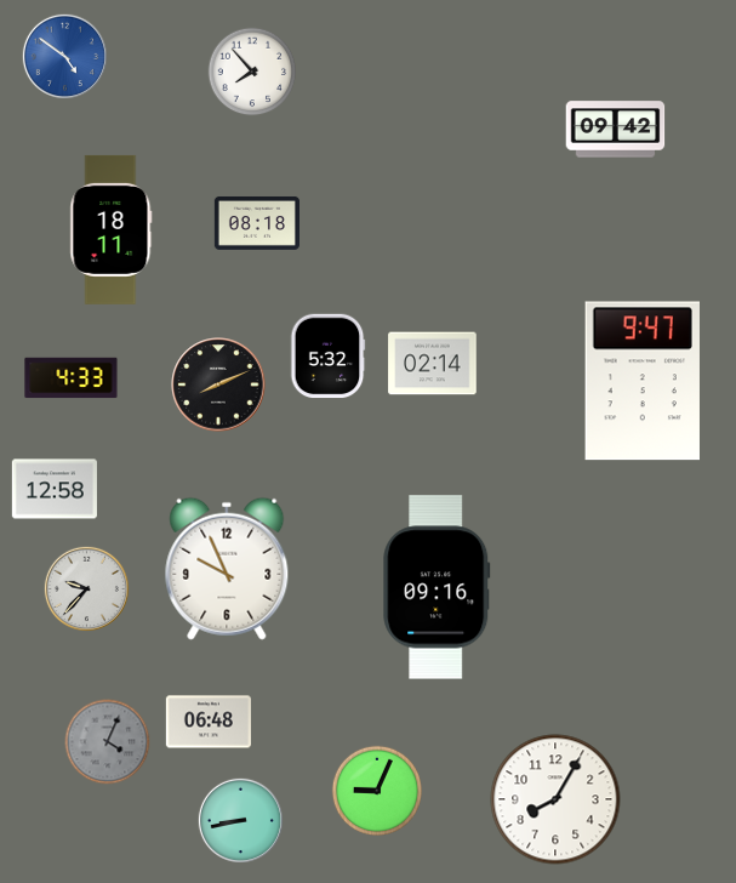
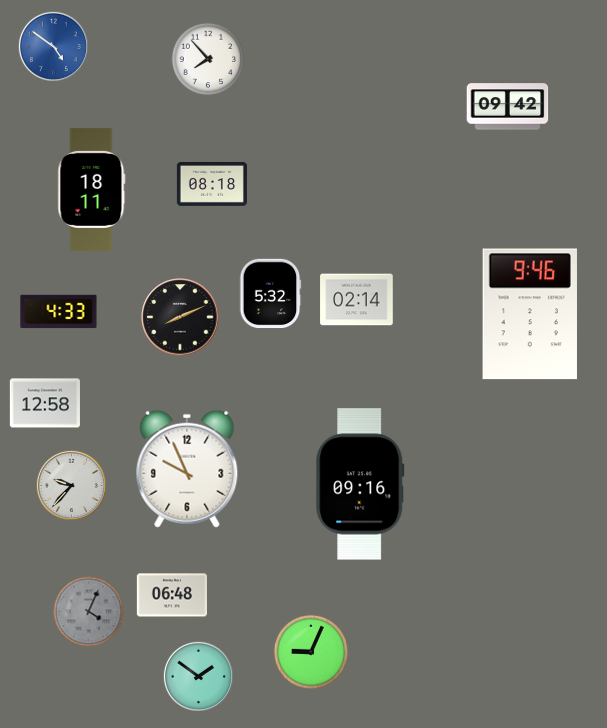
clock at (643, 381): 9:47 -> 9:46
clock at (555, 799): 8:05 -> none
clock at (240, 820): 8:43 -> 1:51
